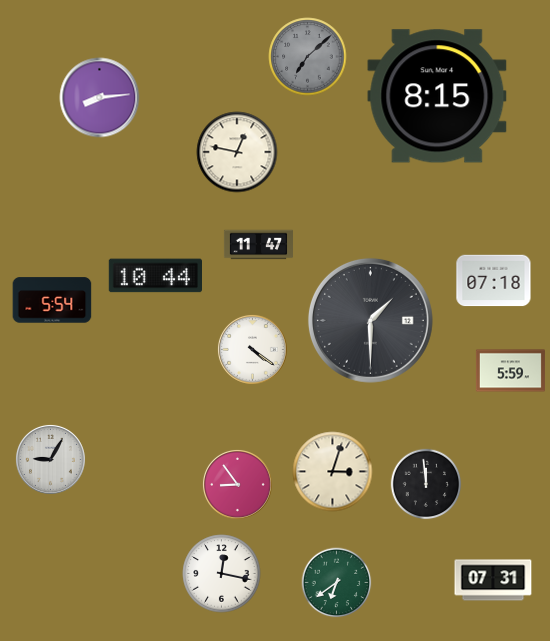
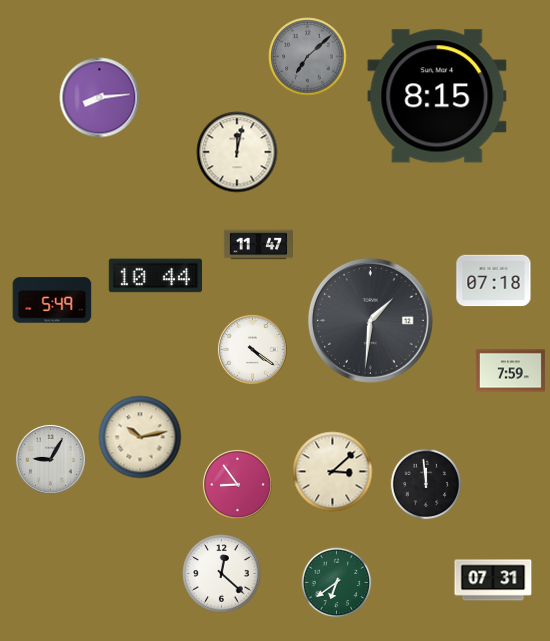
clock at (237, 152): 12:47 -> 12:02
clock at (52, 300): 5:54 -> 5:49
clock at (370, 320): 1:30 -> 1:31
clock at (510, 371): 5:59 -> 7:59
clock at (140, 437): none -> 10:13
clock at (333, 472): 3:03 -> 3:08
clock at (222, 574): 12:17 -> 12:22
